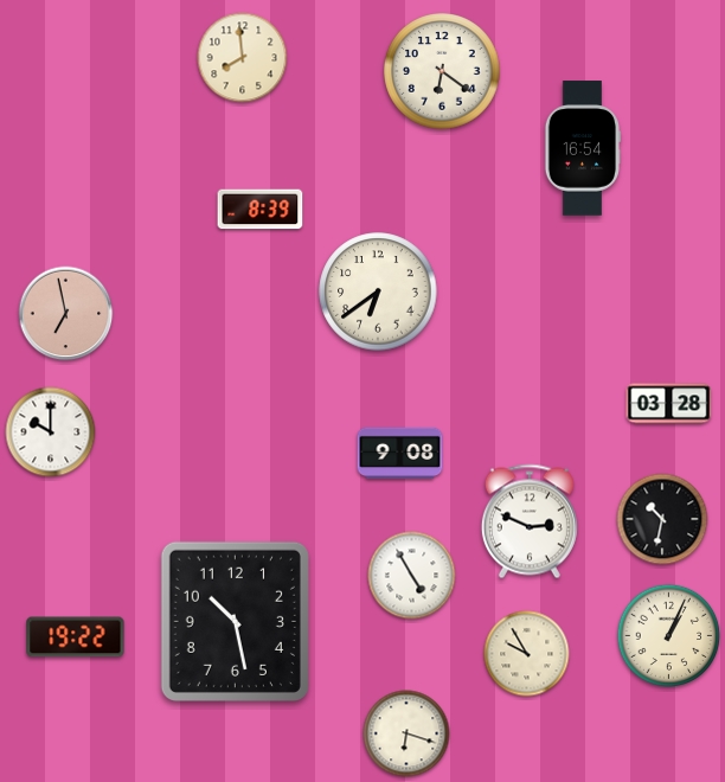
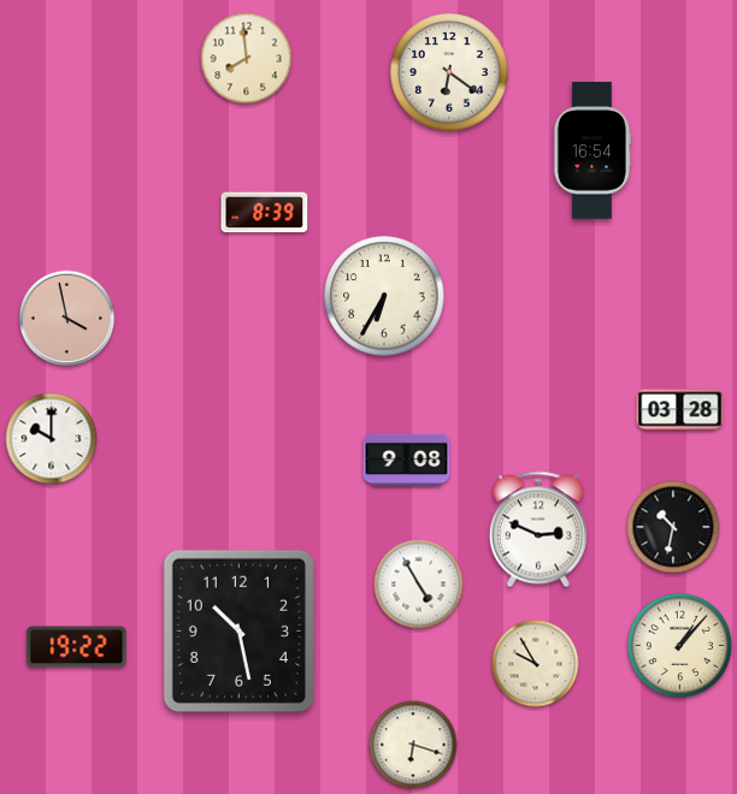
clock at (378, 291): 6:39 -> 6:35
clock at (66, 314): 6:58 -> 3:58
clock at (669, 636): 1:04 -> 1:07
